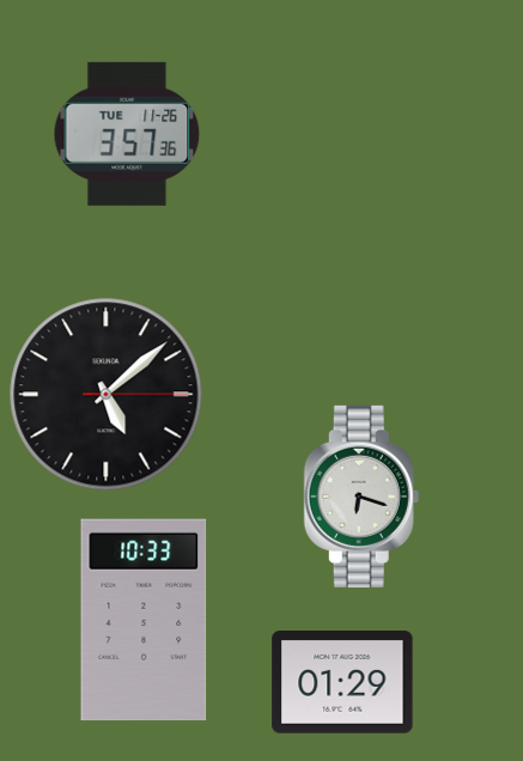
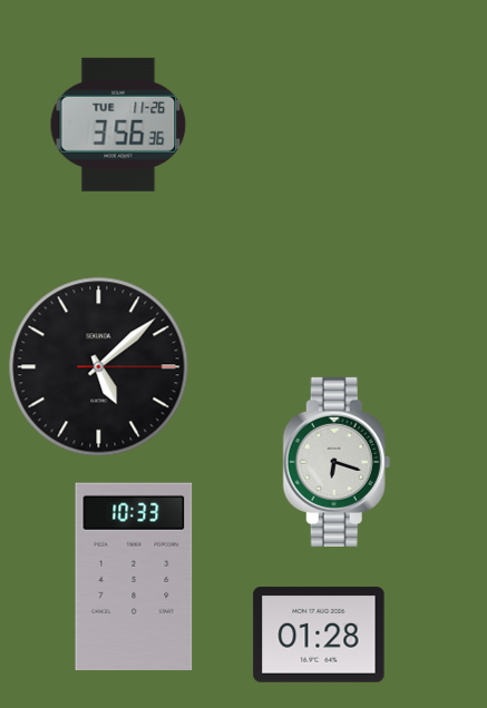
clock at (127, 134): 3:57 -> 3:56
clock at (342, 682): 01:29 -> 01:28
